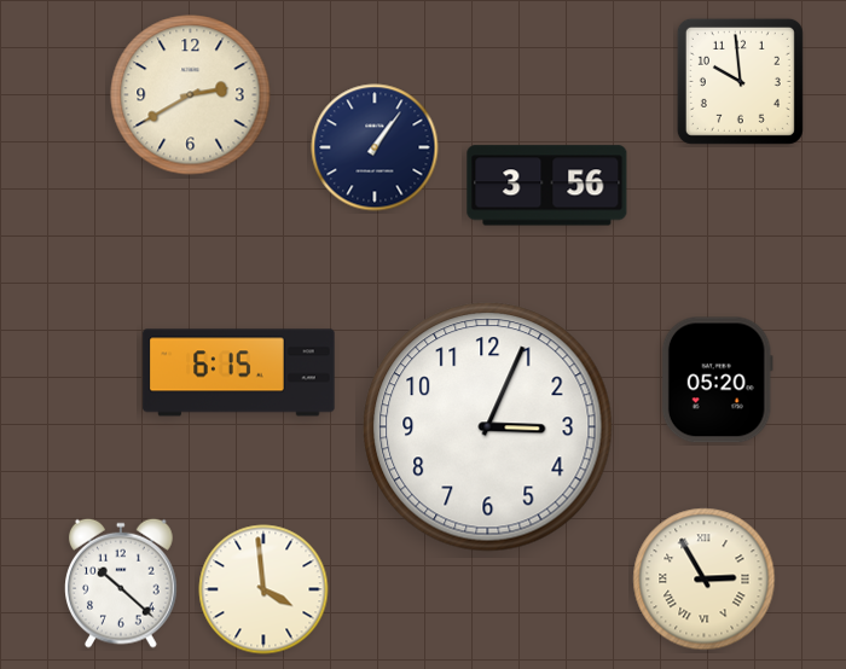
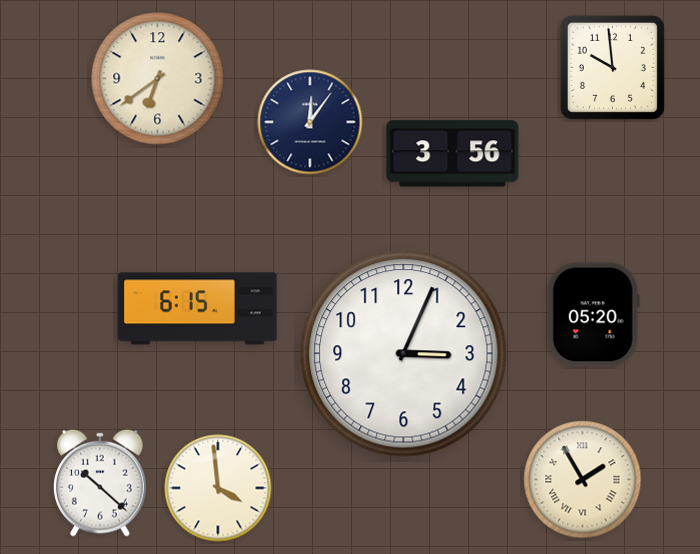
clock at (191, 95): 2:40 -> 6:39
clock at (375, 147): 1:06 -> 12:06
clock at (705, 580): 2:55 -> 1:55
